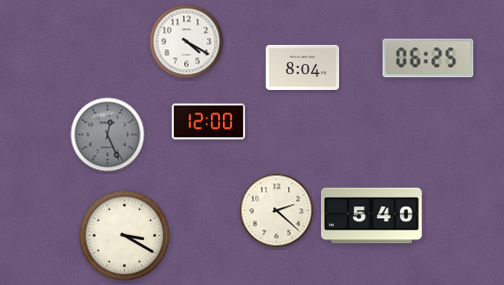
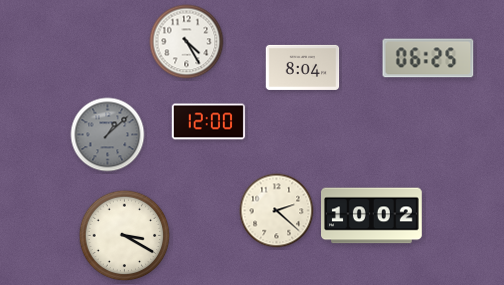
clock at (187, 42): 4:20 -> 4:25
clock at (108, 135): 12:26 -> 1:08
clock at (372, 216): 5:40 -> 10:02
